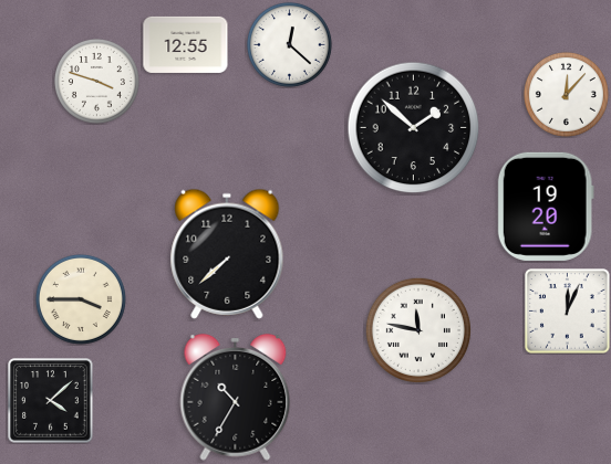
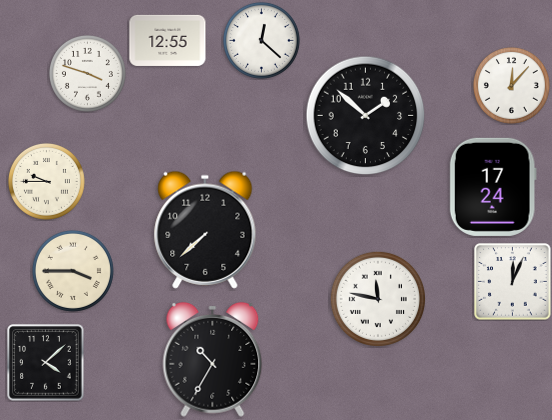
clock at (414, 128) position: (414, 128) -> (366, 116)
clock at (46, 181): none -> 9:45
clock at (546, 207): 19:20 -> 17:24
